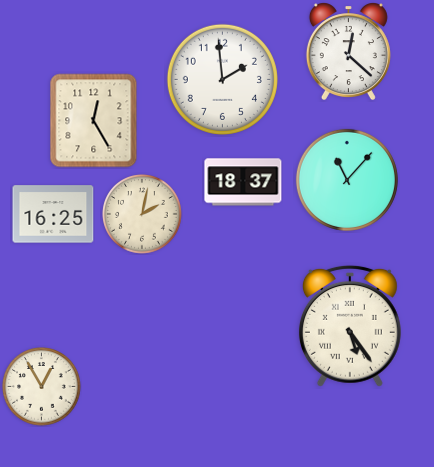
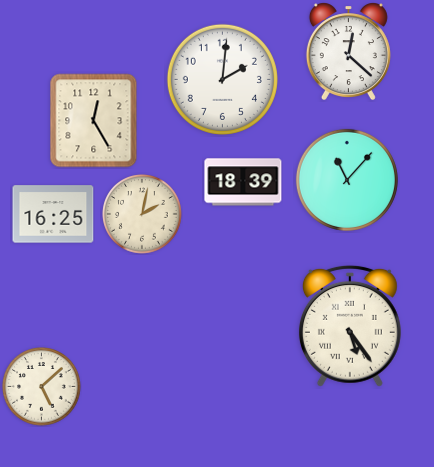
clock at (222, 79): 1:59 -> 2:01
clock at (243, 182): 18:37 -> 18:39
clock at (42, 387): 12:55 -> 5:08
